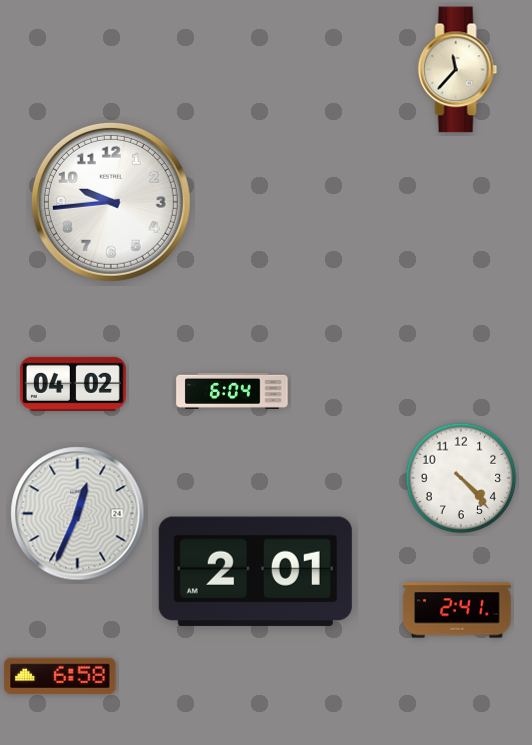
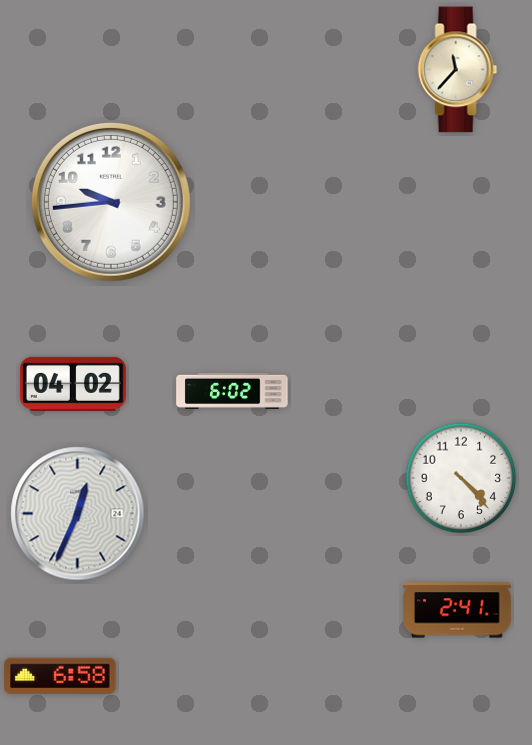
clock at (232, 391): 6:04 -> 6:02
clock at (255, 571): 2:01 -> none
